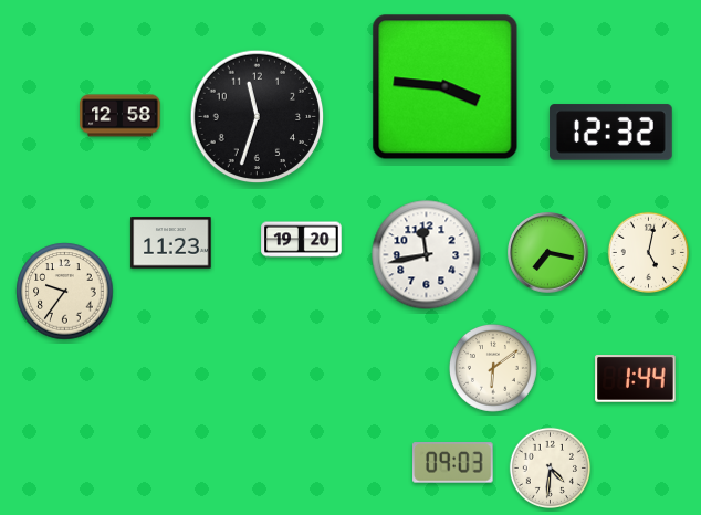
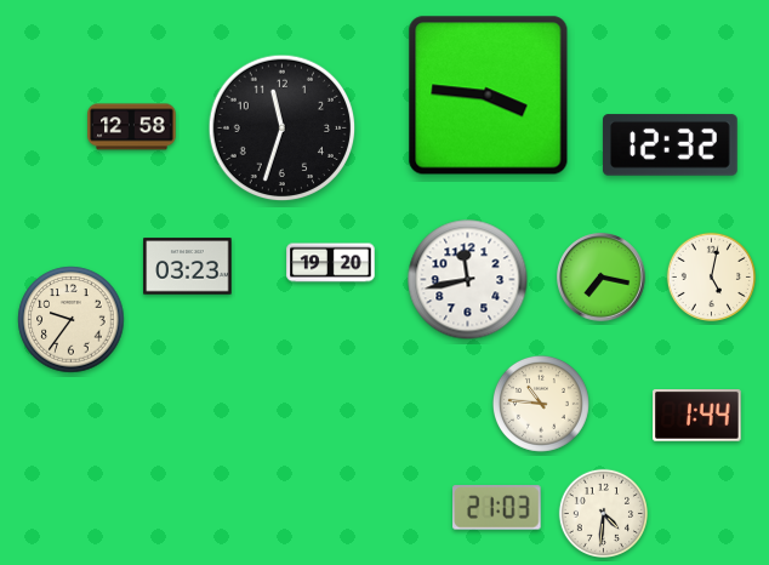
clock at (171, 243): 11:23 -> 03:23
clock at (493, 368): 6:09 -> 10:46
clock at (453, 463): 09:03 -> 21:03
